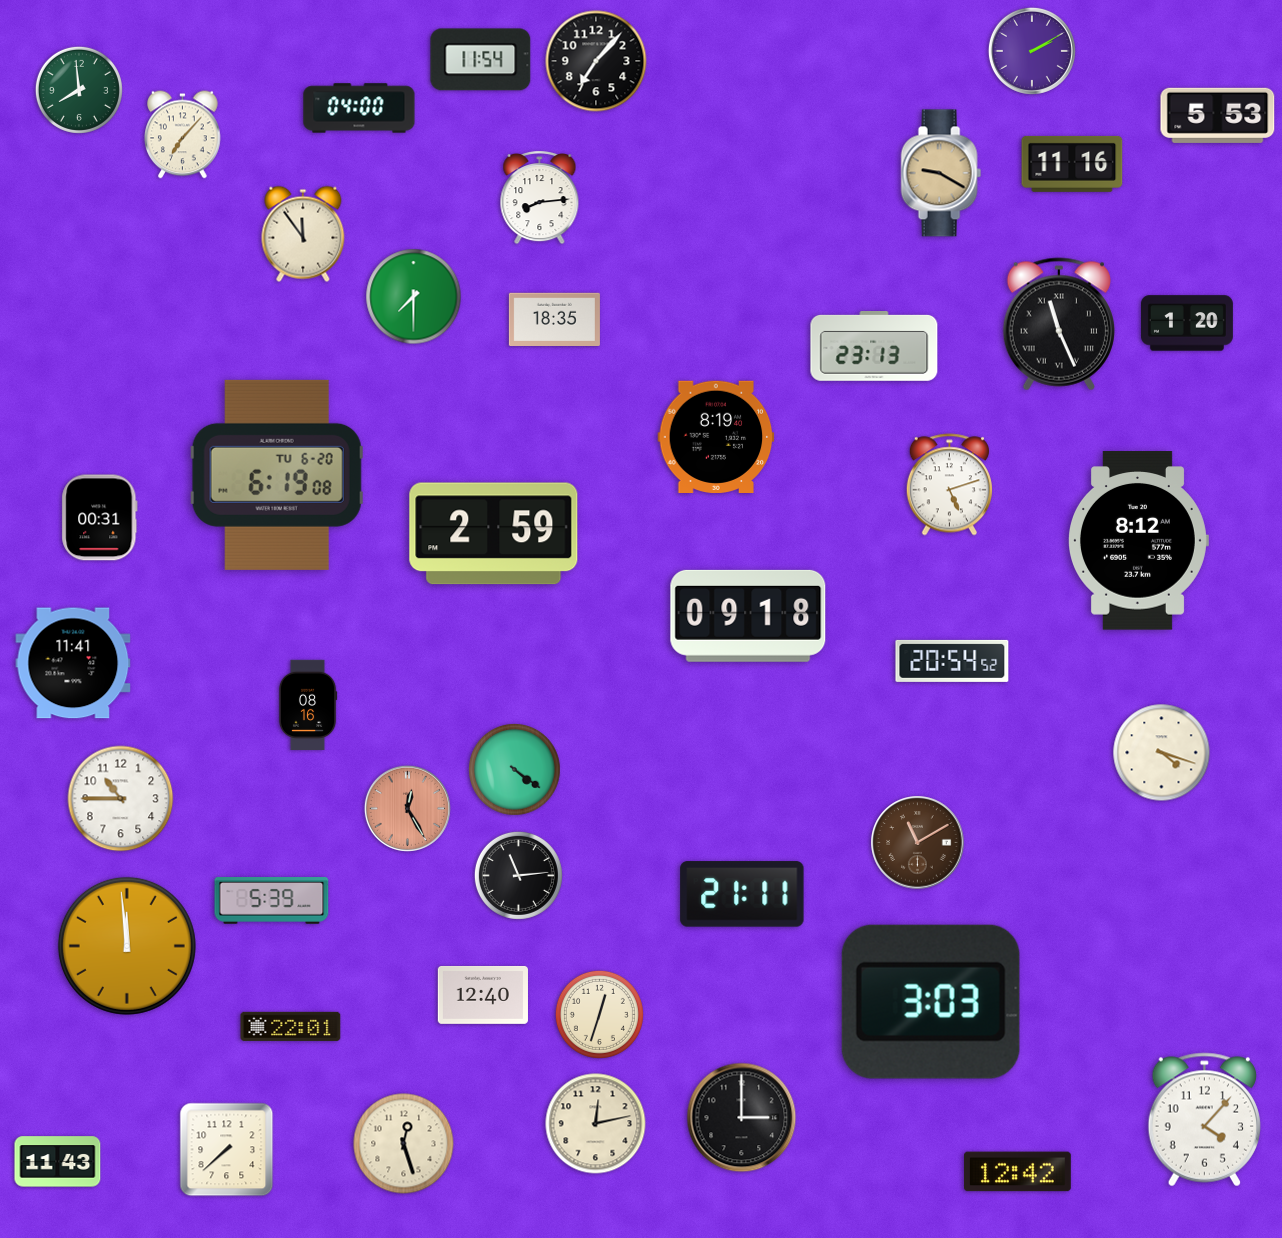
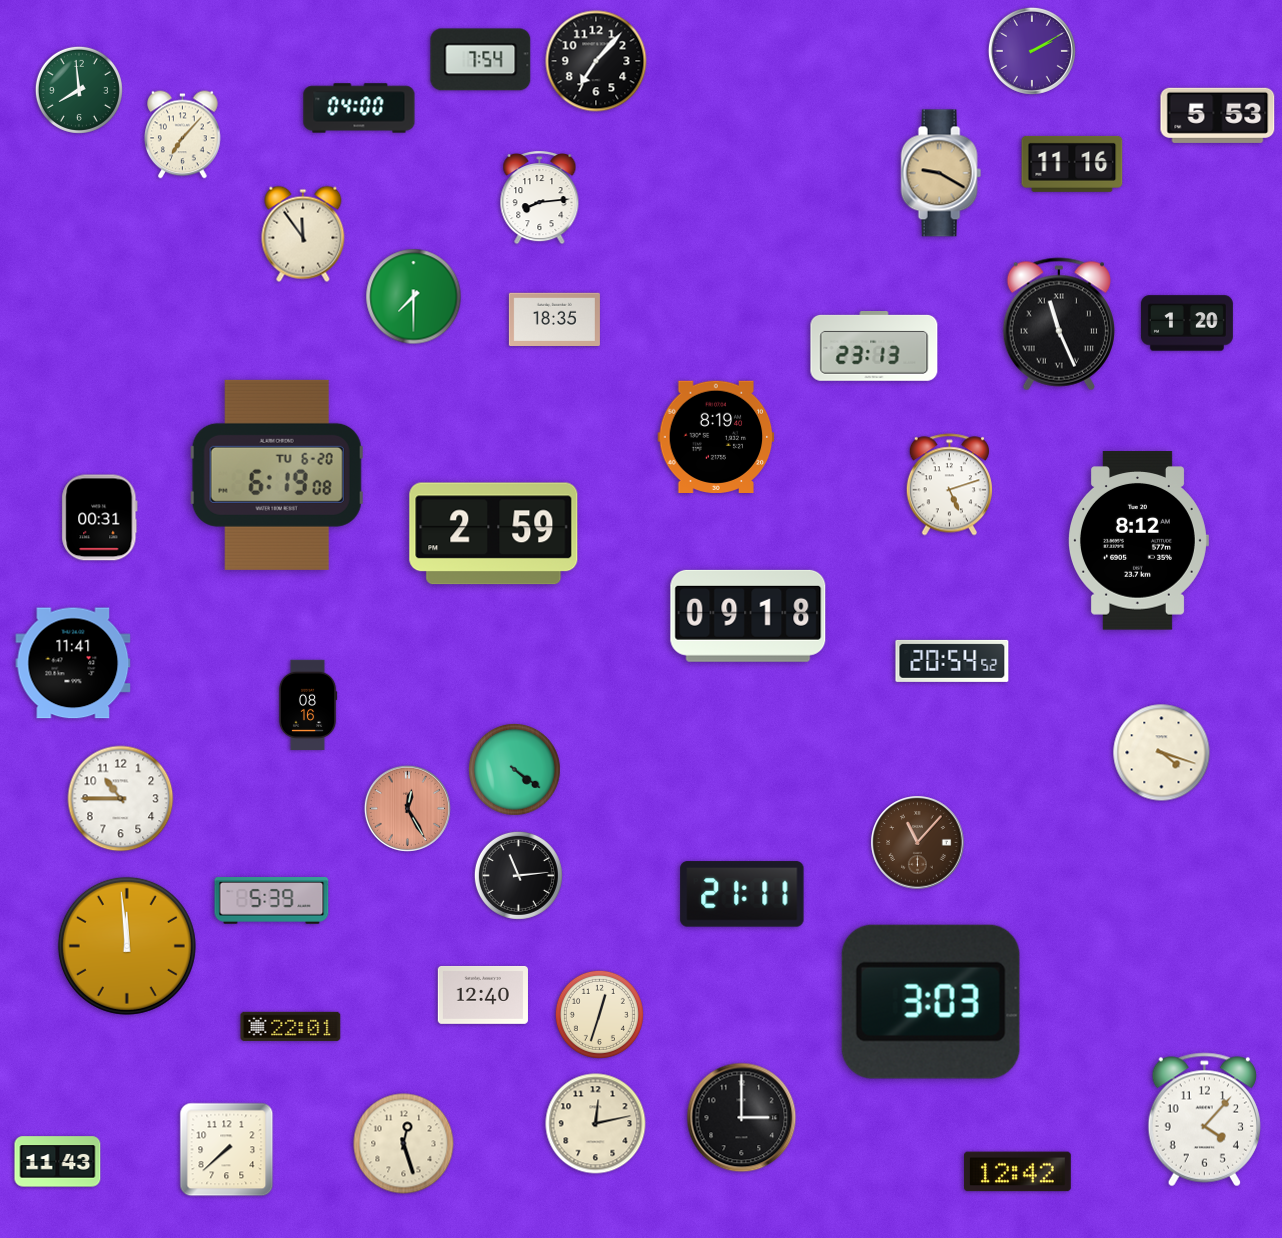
clock at (481, 60): 11:54 -> 7:54
clock at (918, 843): 11:10 -> 11:07
